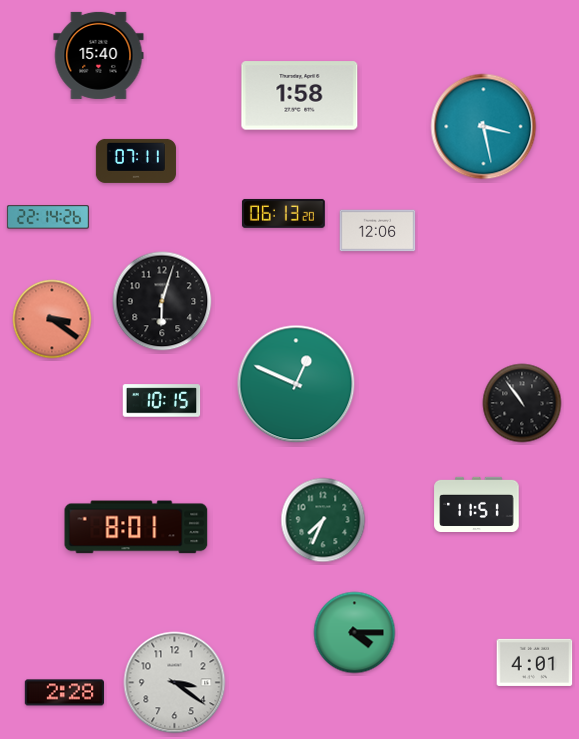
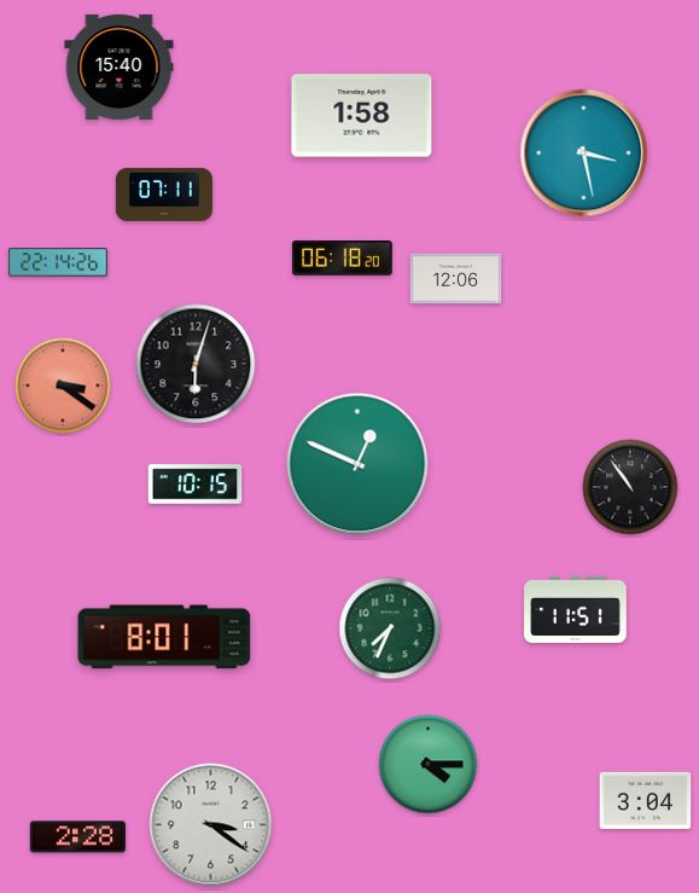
clock at (283, 213): 06:13 -> 06:18
clock at (535, 662): 4:01 -> 3:04
